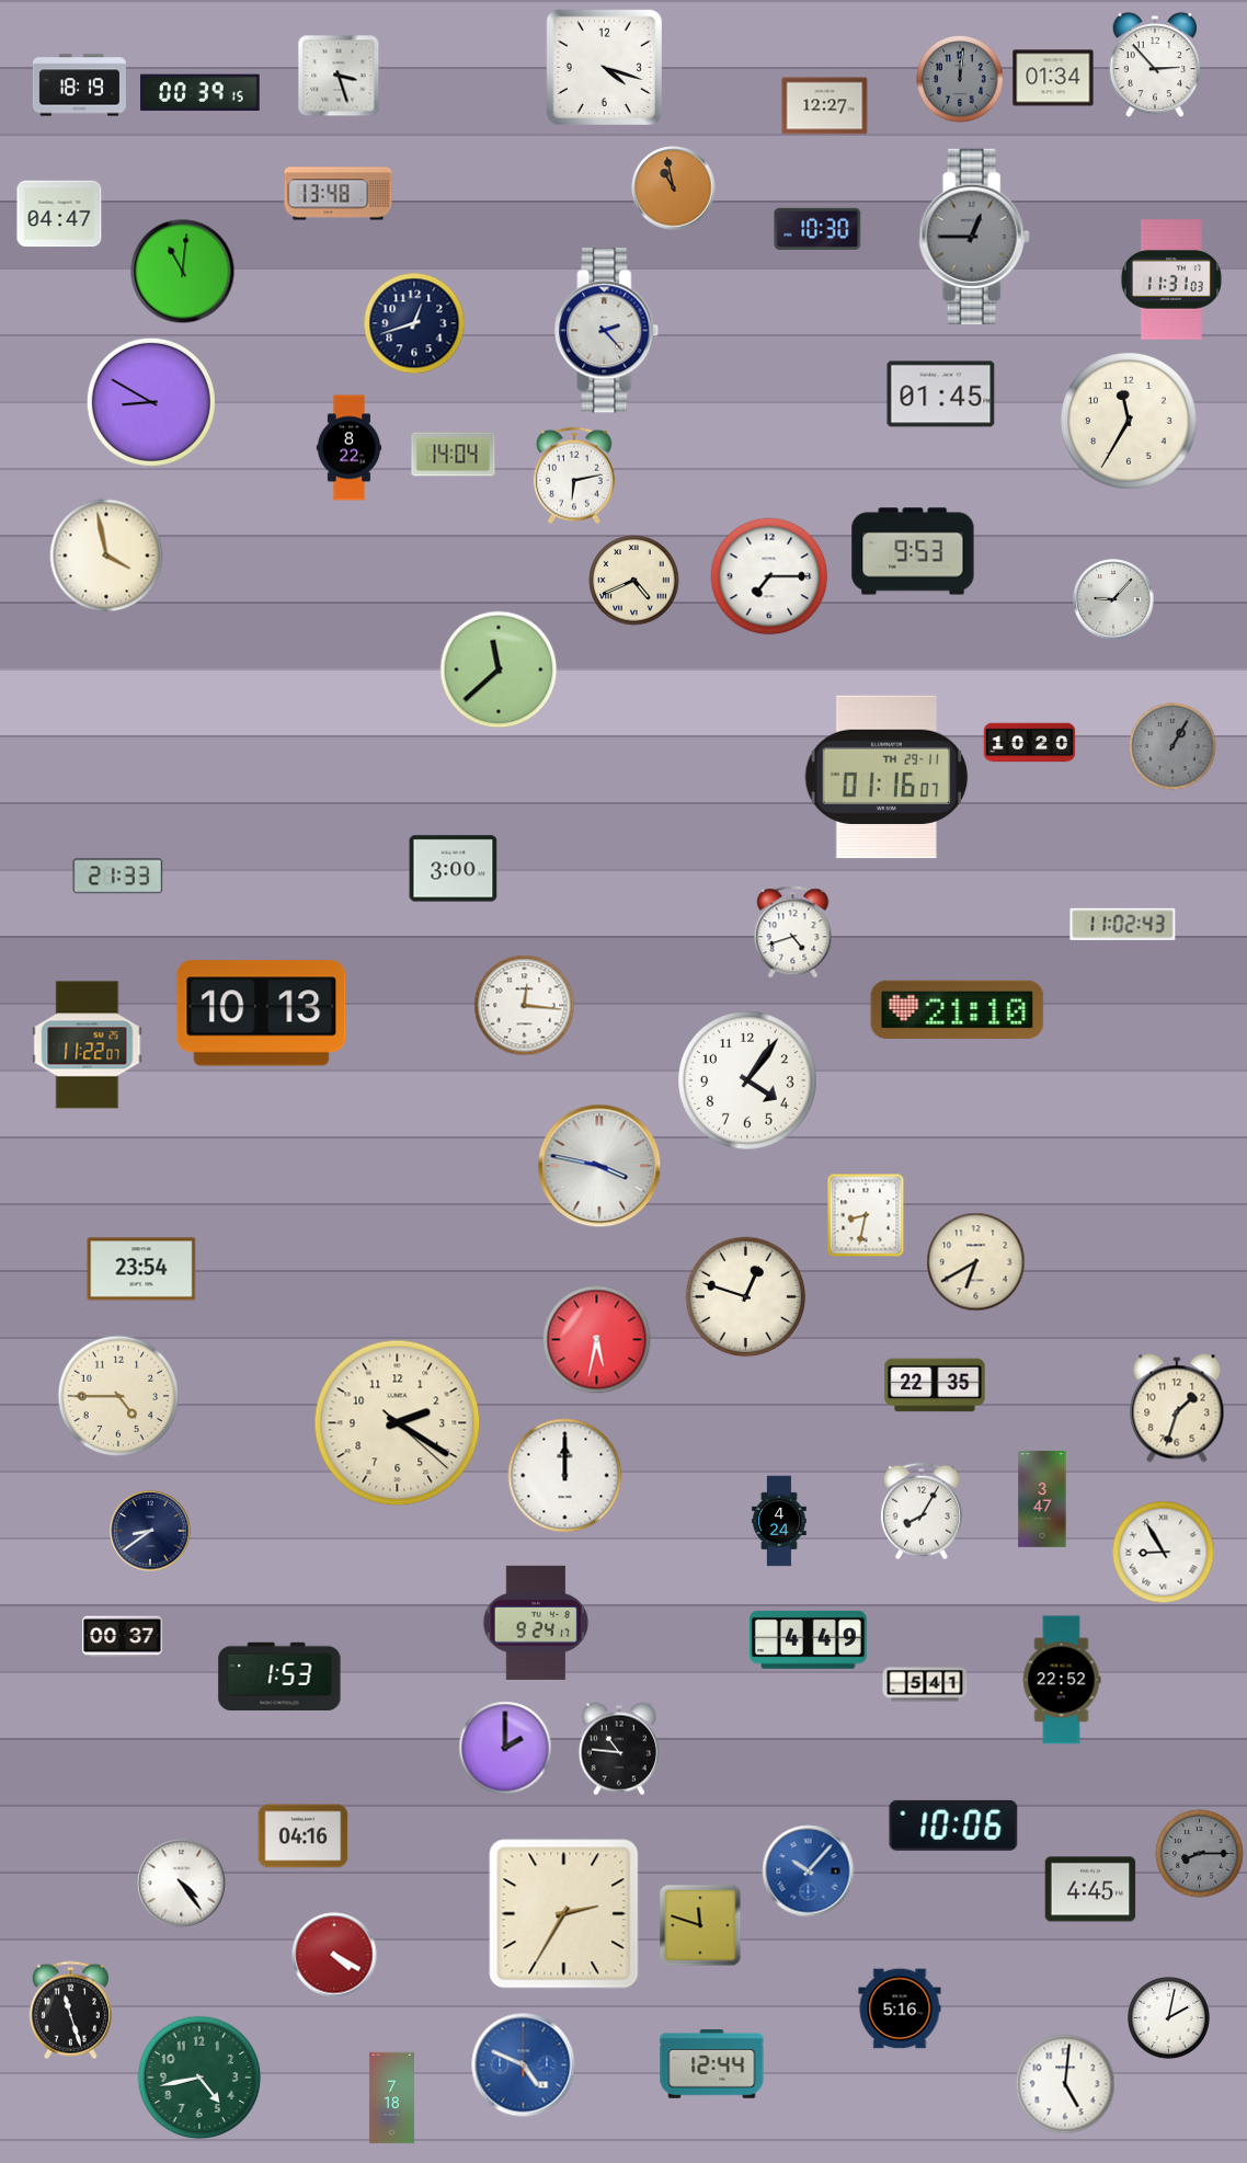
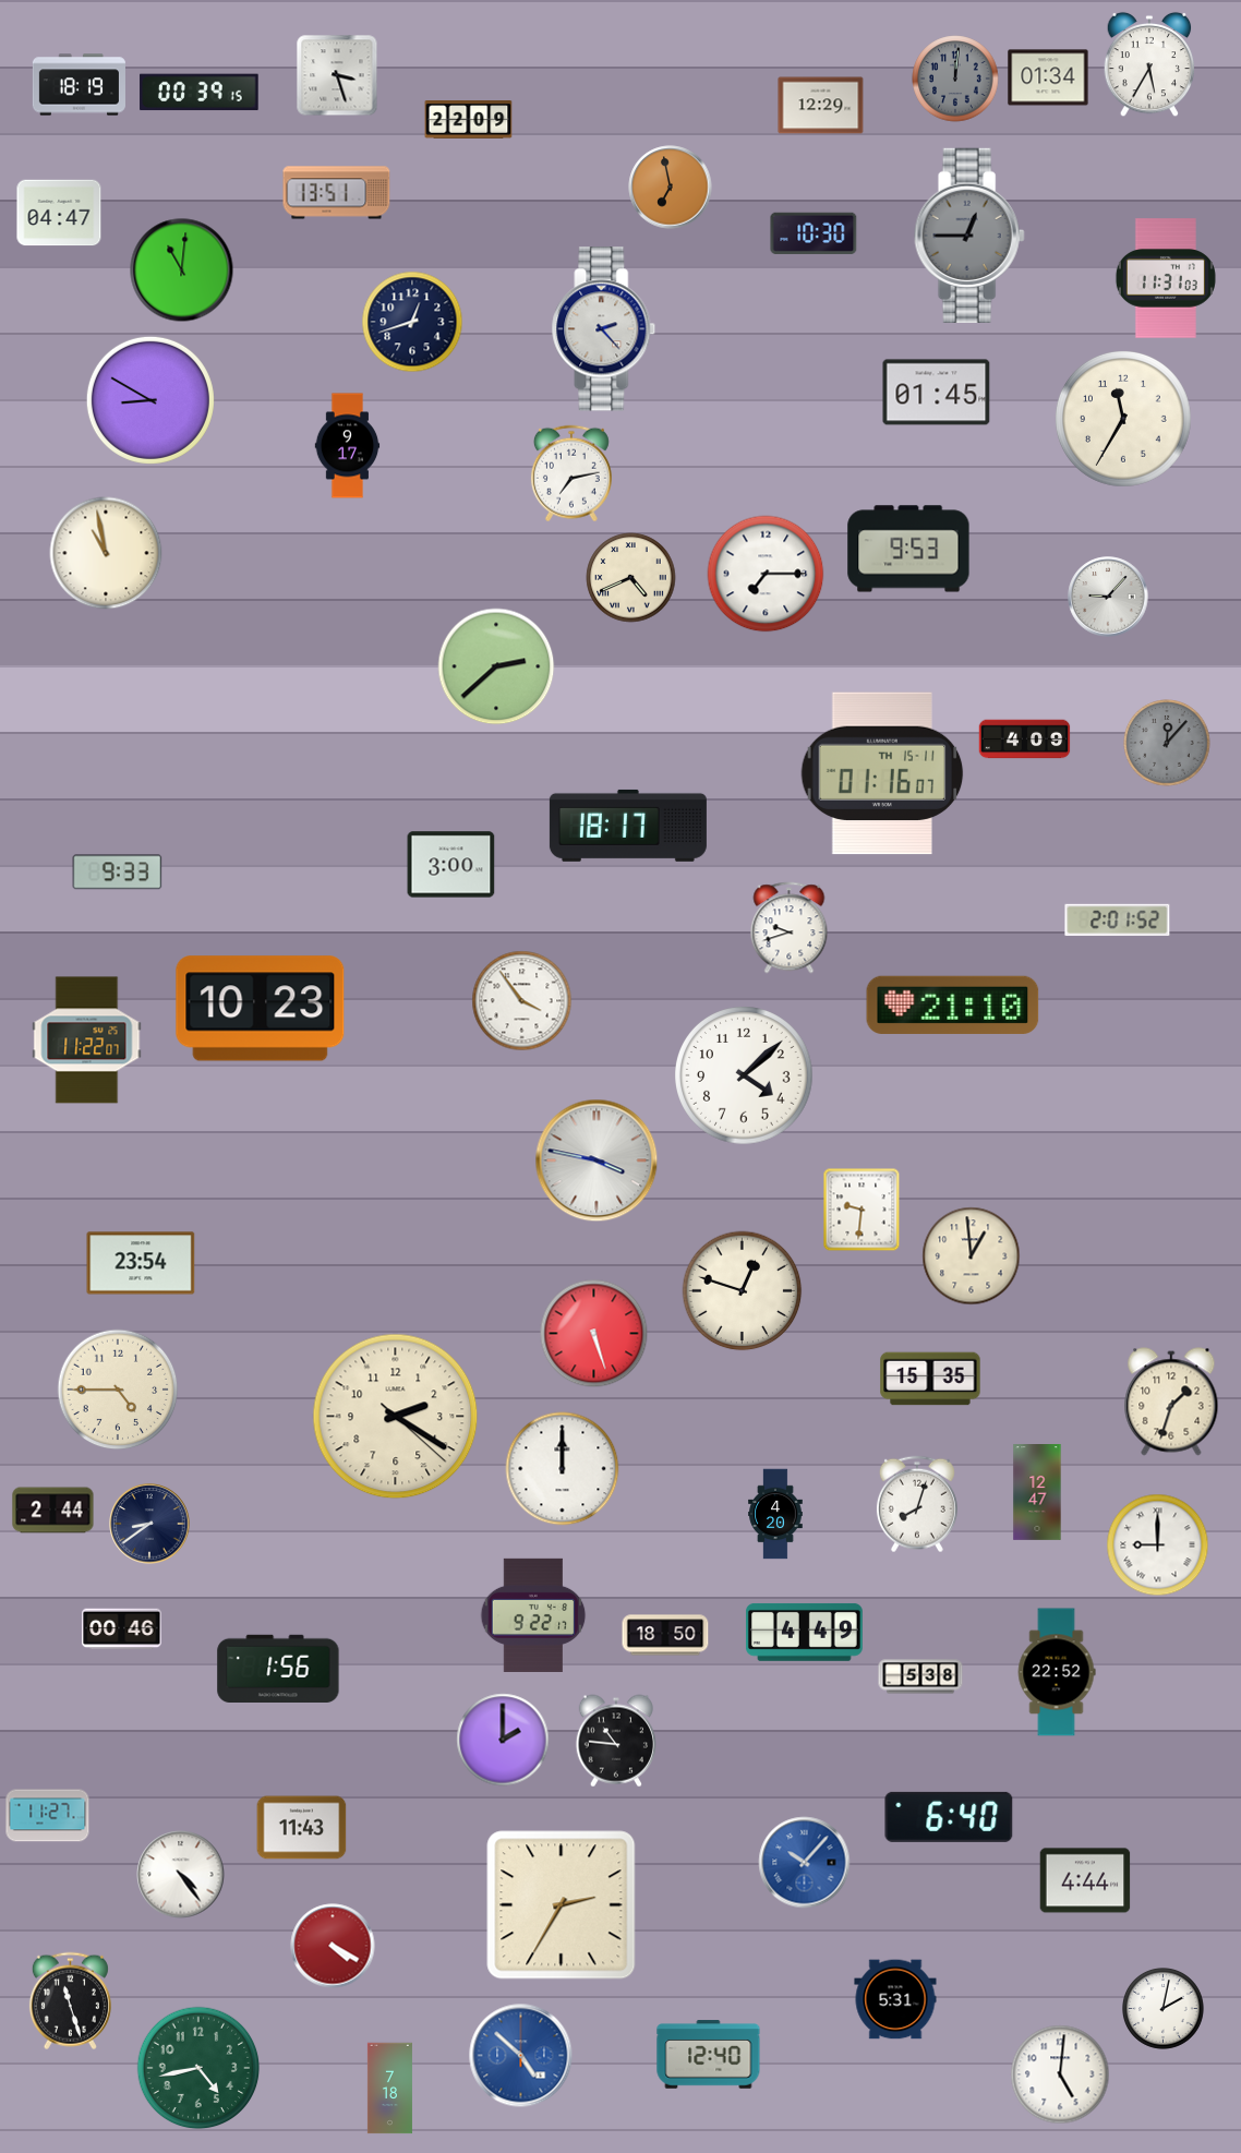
clock at (1155, 65): 2:53 -> 5:35
clock at (604, 67): 4:18 -> none
clock at (825, 106): 12:27 -> 12:29
clock at (469, 120): none -> 22:09
clock at (674, 188): 10:58 -> 6:58
clock at (339, 194): 13:48 -> 13:51
clock at (817, 229) position: (817, 229) -> (814, 233)
clock at (350, 448): 8:22 -> 9:17
clock at (454, 455): 14:04 -> none
clock at (574, 476): 6:13 -> 7:13
clock at (106, 556): 3:58 -> 10:58
clock at (499, 669): 11:38 -> 2:38
clock at (1030, 743): 10:20 -> 4:09
clock at (1172, 746): 1:05 -> 12:07
clock at (886, 777) date: TH 29-11 -> TH 15-11
clock at (628, 826): none -> 18:17
clock at (118, 877): 21:33 -> 9:33
clock at (1123, 924): 11:02 -> 2:01
clock at (793, 932): 4:42 -> 9:42
clock at (525, 1006): 12:16 -> 3:54
clock at (262, 1014): 10:13 -> 10:23
clock at (747, 1080): 4:06 -> 4:08
clock at (866, 1215): 8:32 -> 9:31
clock at (976, 1262): 6:40 -> 12:59
clock at (597, 1340): 5:32 -> 5:27
clock at (935, 1385): 22:35 -> 15:35
clock at (1042, 1500): 3:47 -> 12:47
clock at (922, 1511): 8:05 -> 8:03
clock at (53, 1511): none -> 2:44
clock at (779, 1521): 4:24 -> 4:20
clock at (1164, 1553): 8:55 -> 9:00
clock at (536, 1623): 9:24 -> 9:22
clock at (123, 1637): 00:37 -> 00:46
clock at (665, 1635): none -> 18:50
clock at (279, 1675): 1:53 -> 1:56
clock at (925, 1684): 5:41 -> 5:38
clock at (48, 1816): none -> 11:27
clock at (953, 1826): 10:06 -> 6:40
clock at (304, 1836): 04:16 -> 11:43
clock at (1200, 1854): 8:15 -> none
clock at (1090, 1889): 4:45 -> 4:44
clock at (700, 1925): 11:48 -> none
clock at (900, 2008): 5:16 -> 5:31
clock at (712, 2064): 12:44 -> 12:40
clock at (524, 2065): 4:49 -> 4:52
